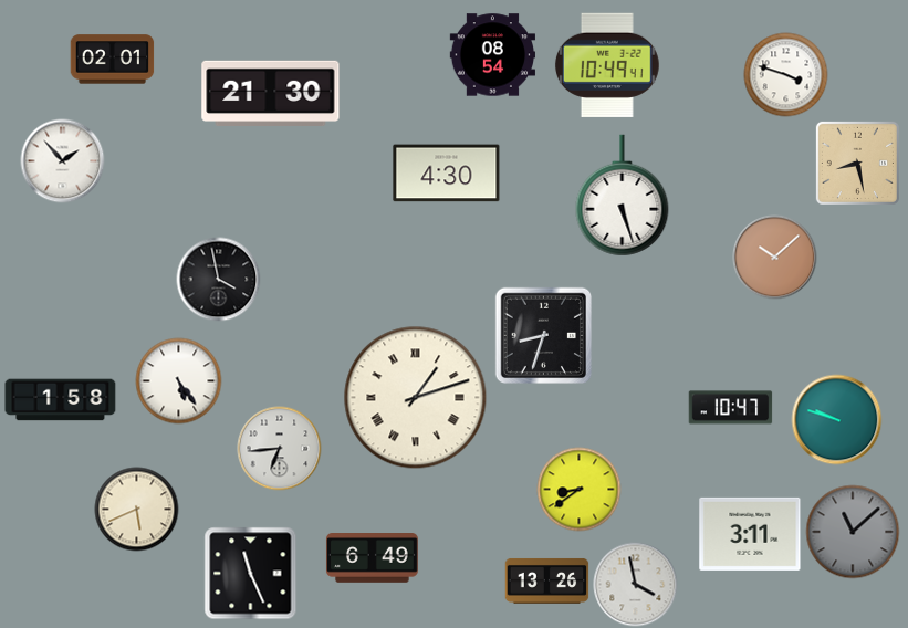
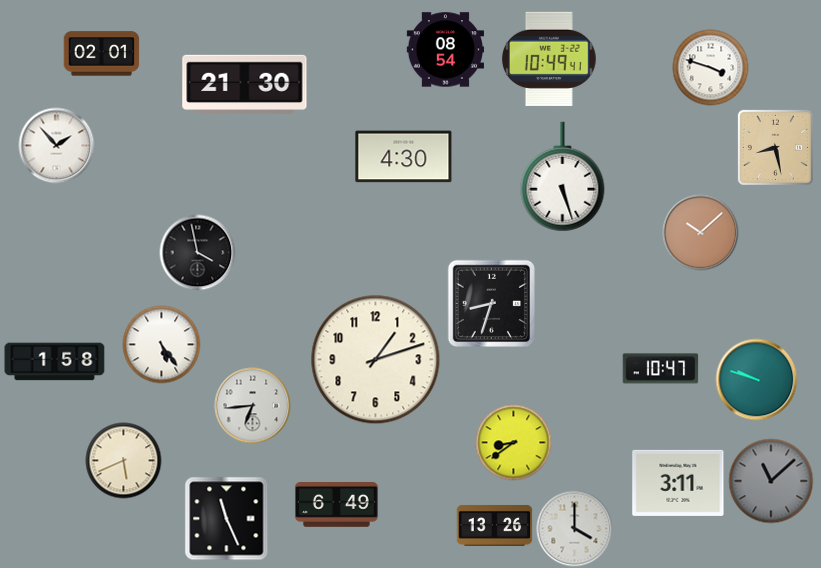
clock at (416, 398) numerals: Roman -> Arabic
clock at (580, 490) position: (580, 490) -> (514, 443)
clock at (636, 585): 3:58 -> 4:00
